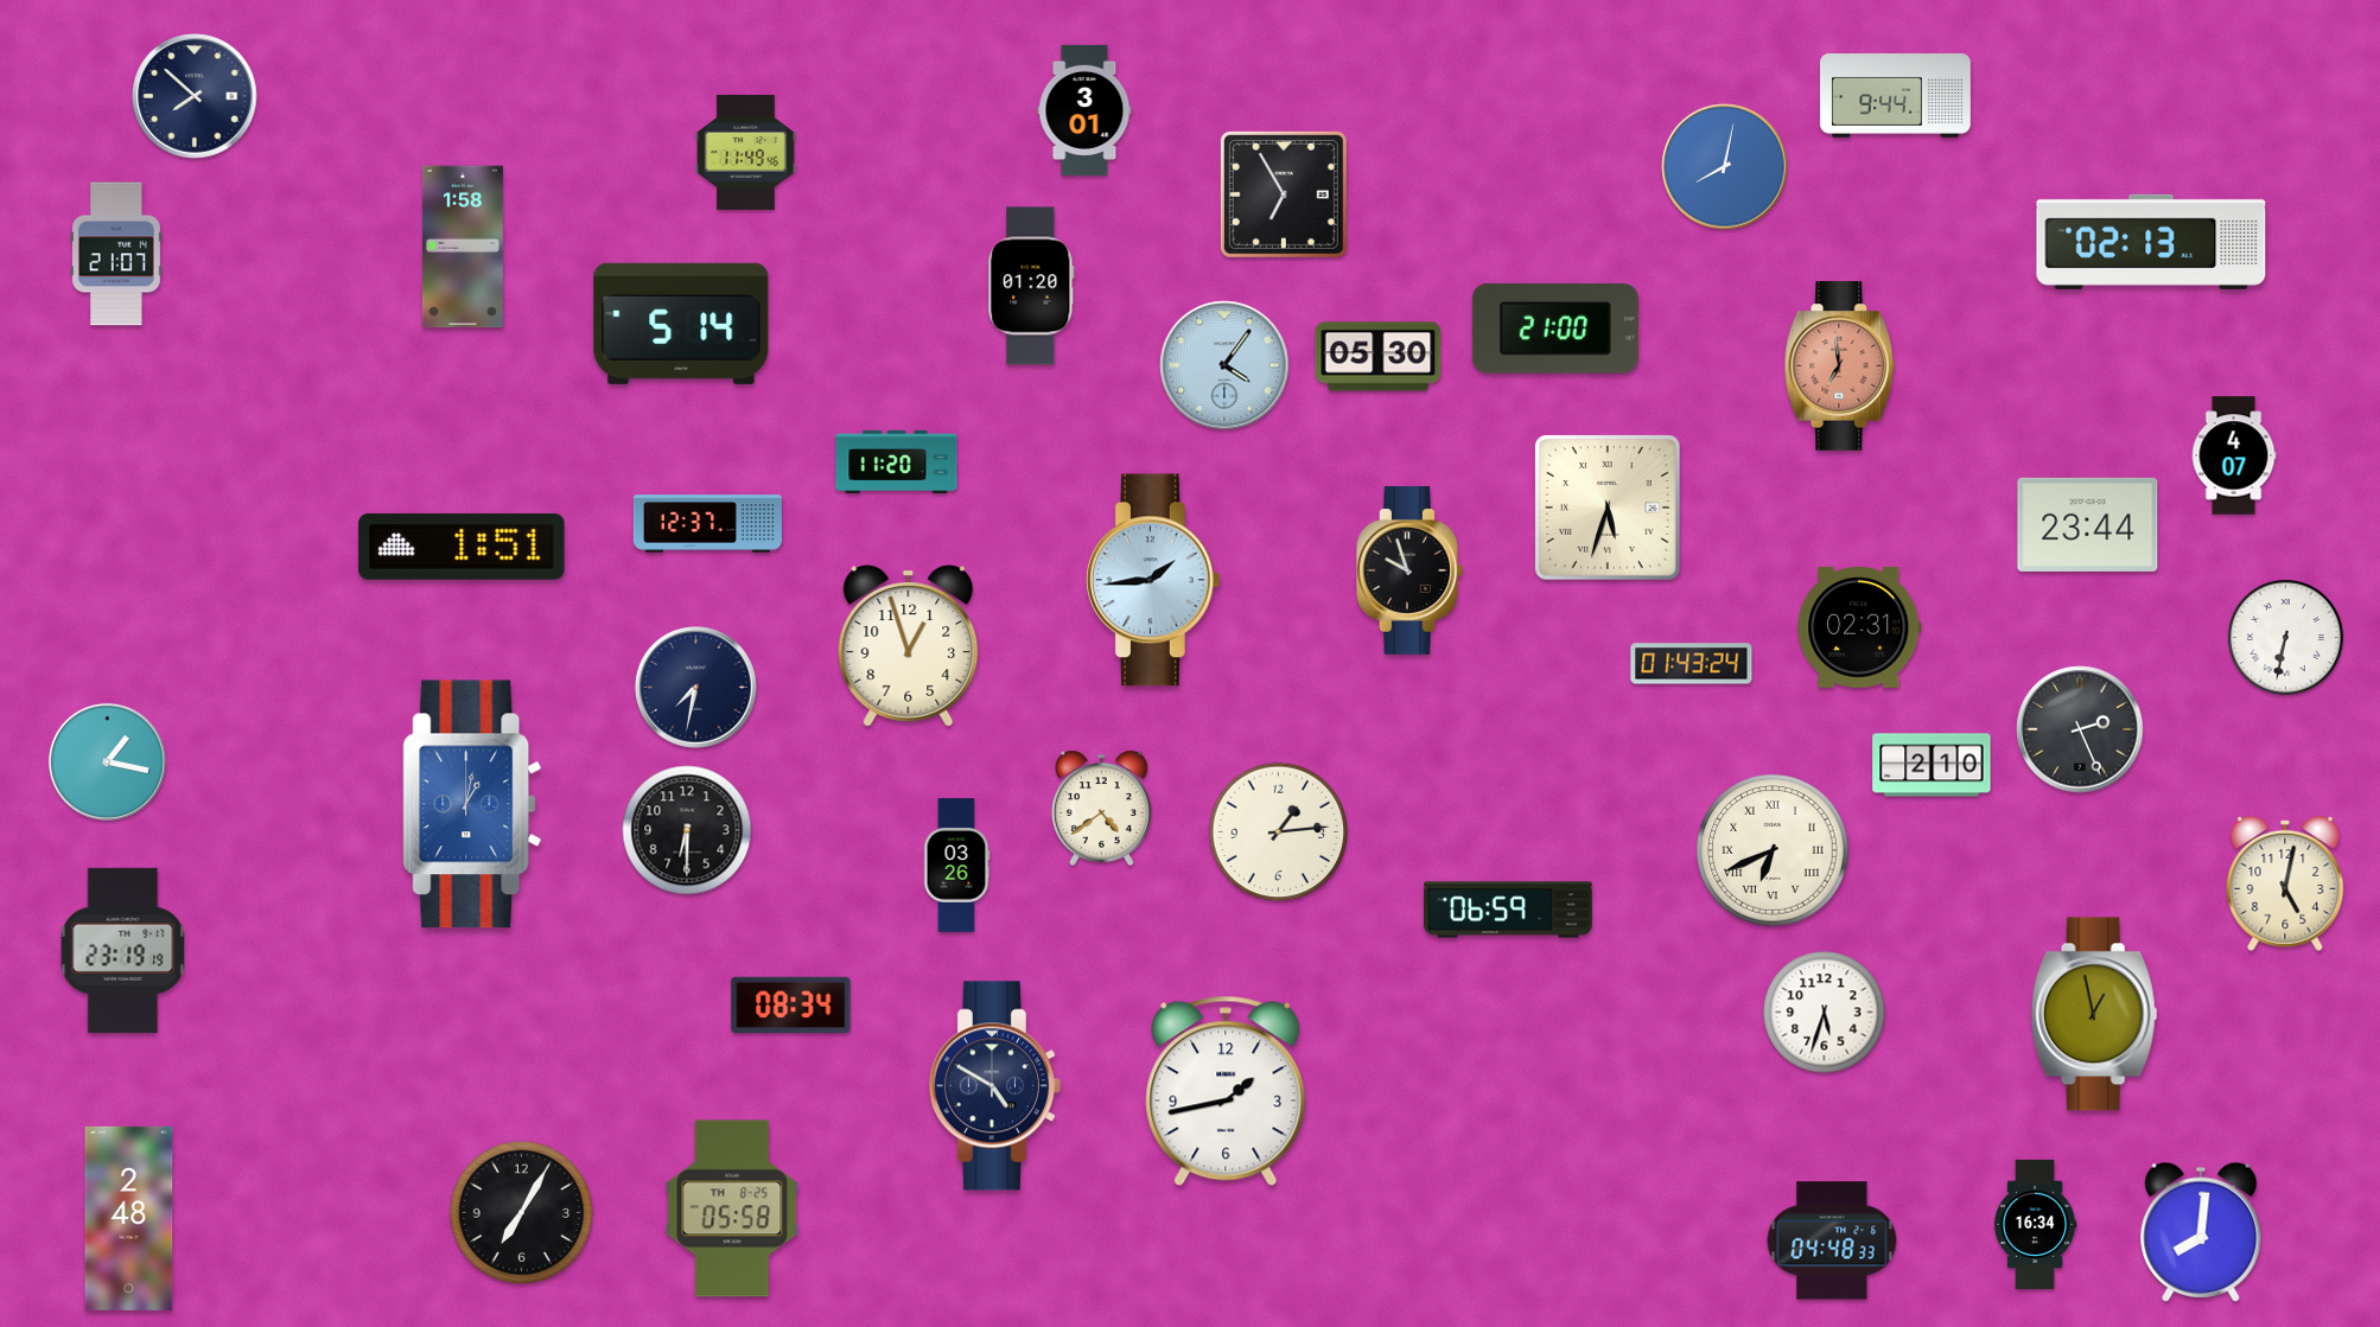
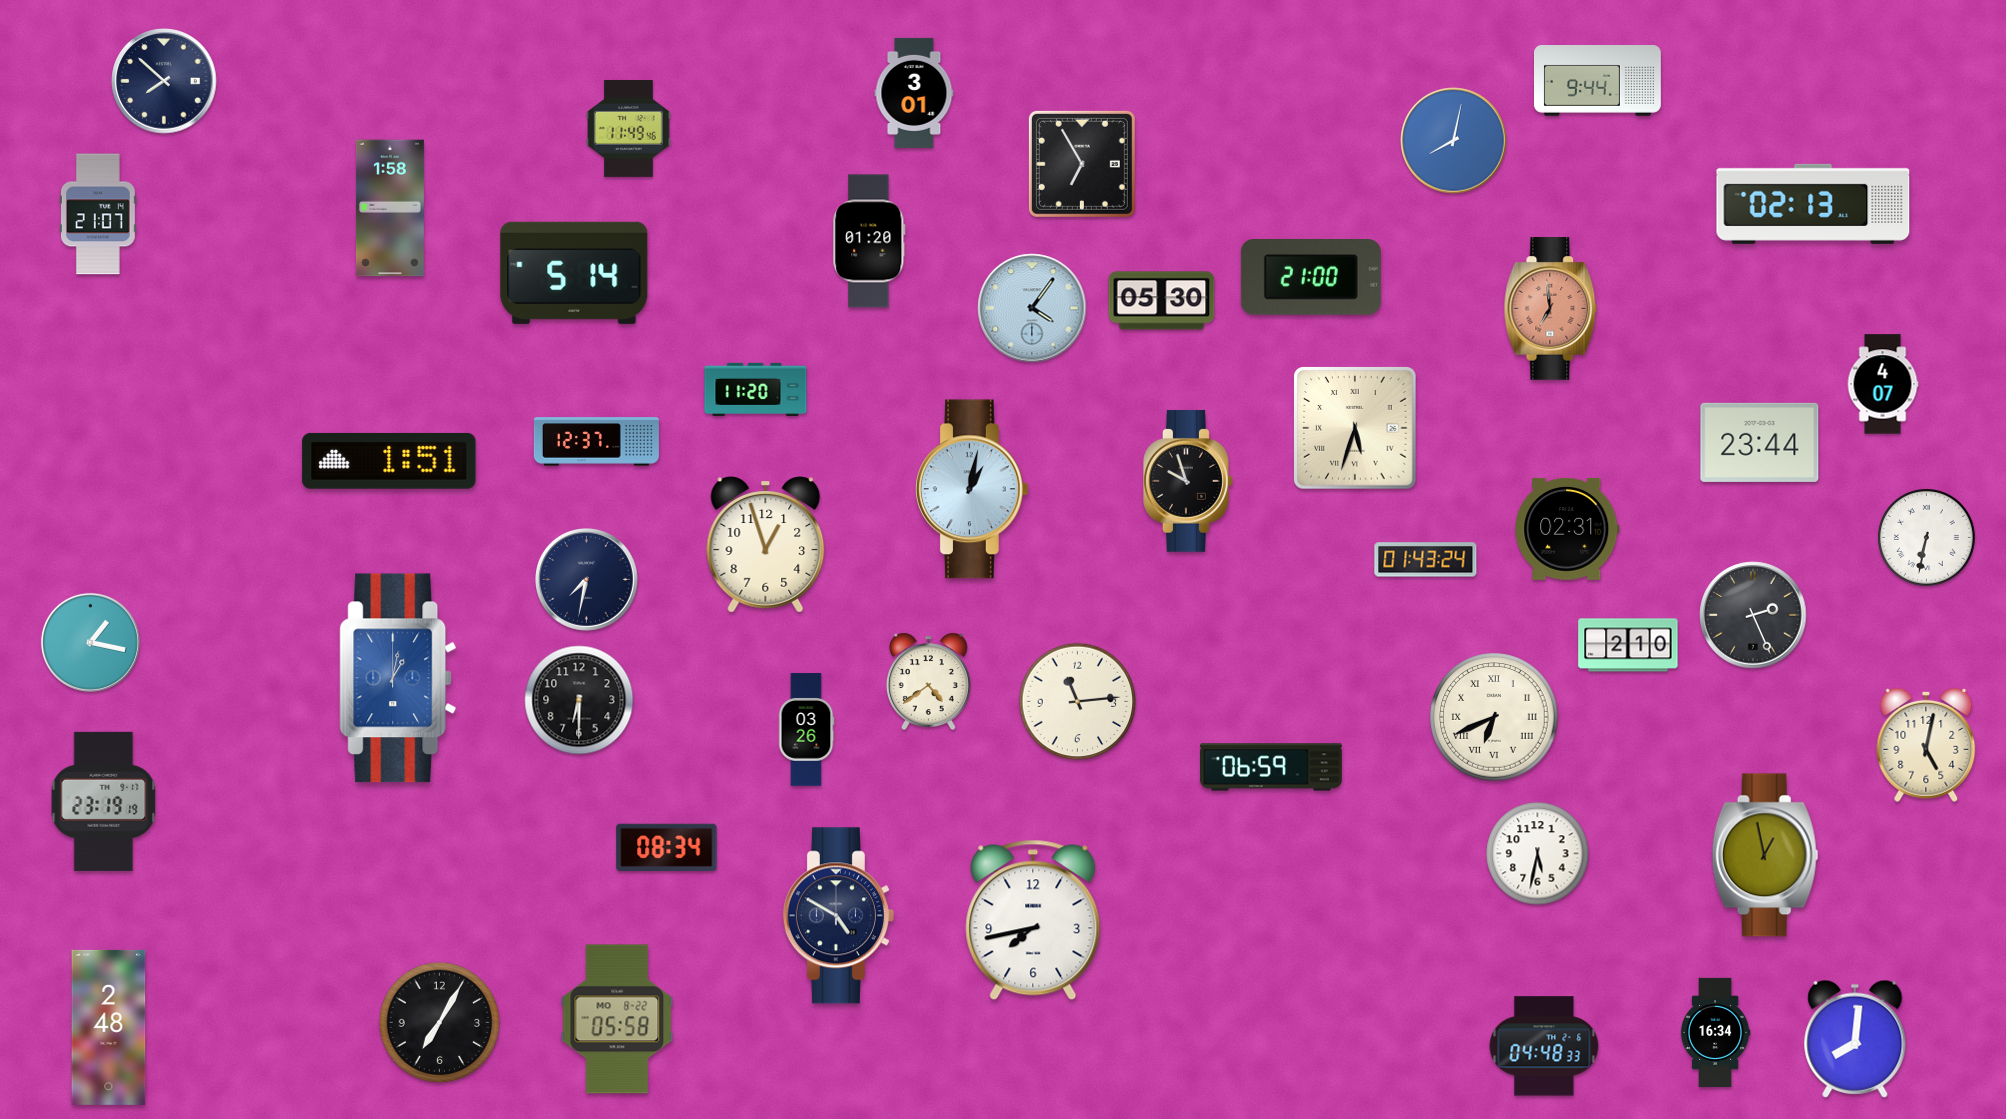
clock at (1153, 580): 1:44 -> 1:02
clock at (1279, 832): 1:14 -> 11:14
clock at (1825, 1013): 5:33 -> 5:32
clock at (1226, 1091): 1:43 -> 7:43
clock at (732, 1208) date: TH 8-25 -> MO 8-22
